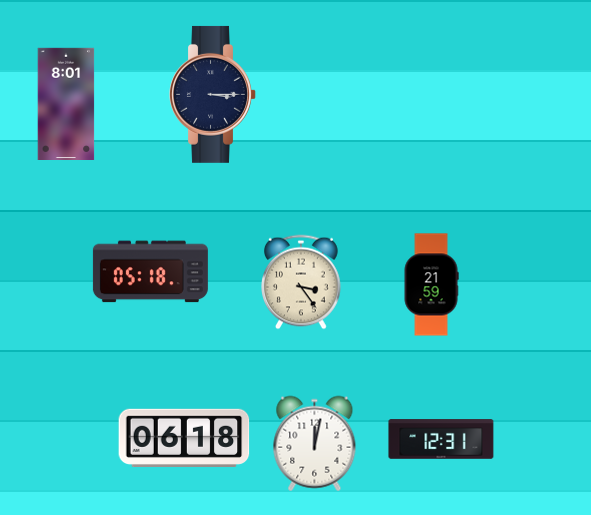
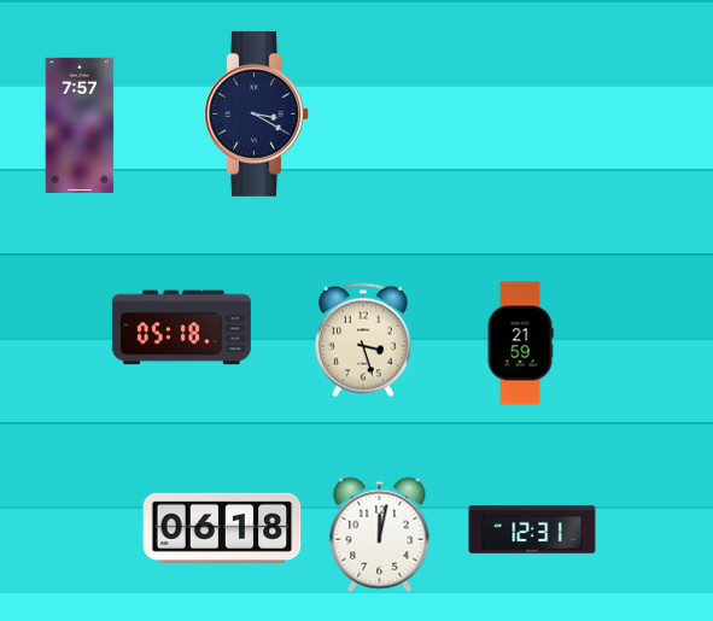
clock at (213, 94): 3:15 -> 3:20
clock at (66, 103): 8:01 -> 7:57
clock at (302, 282): 3:24 -> 3:27
